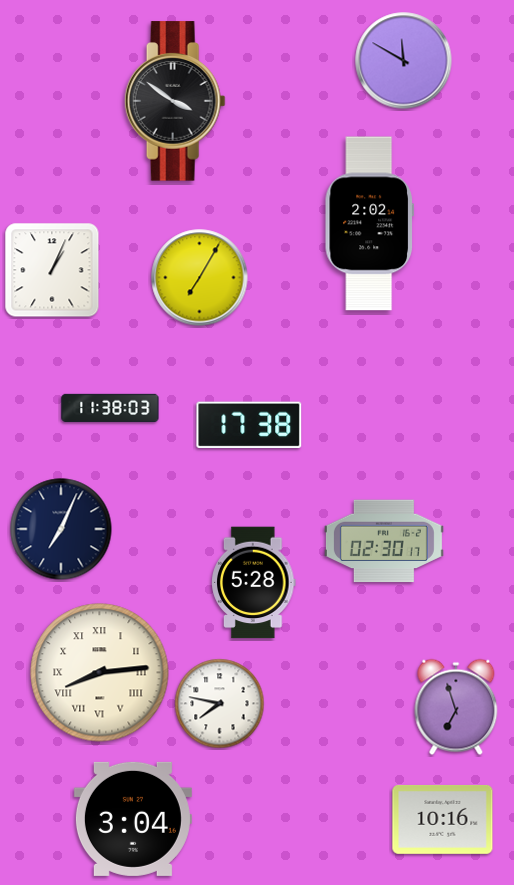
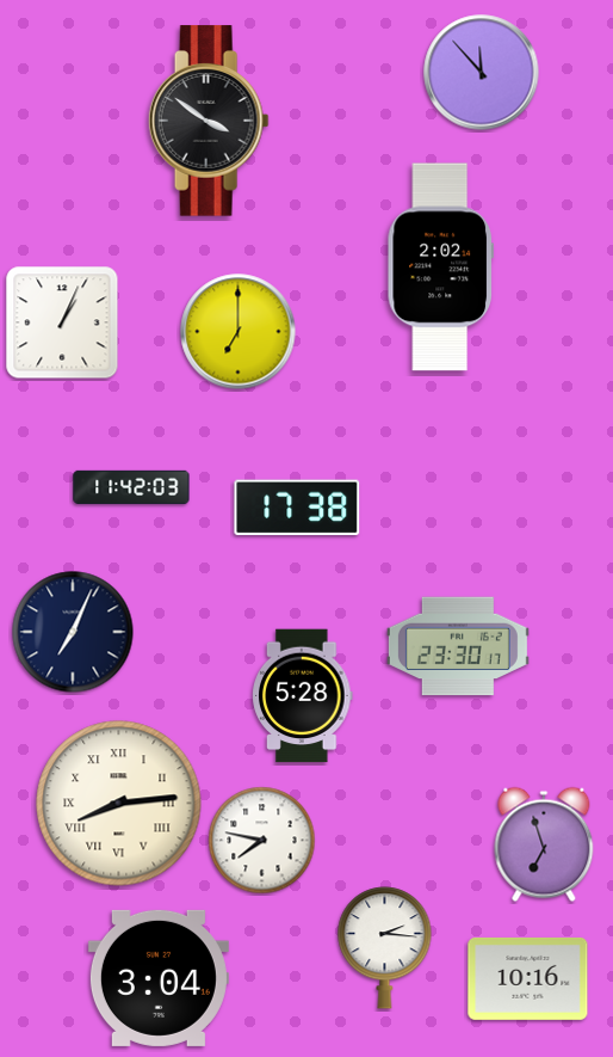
clock at (404, 61): 11:50 -> 11:53
clock at (200, 278): 7:05 -> 7:00
clock at (110, 407): 11:38 -> 11:42
clock at (384, 541): 02:30 -> 23:30
clock at (385, 948): none -> 2:16
